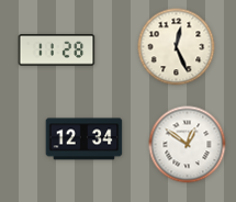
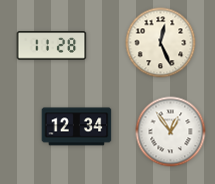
clock at (188, 145): 12:51 -> 12:54
